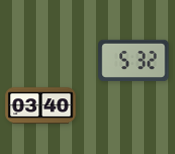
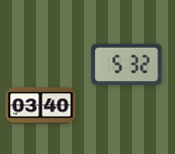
clock at (134, 61) position: (134, 61) -> (127, 65)
